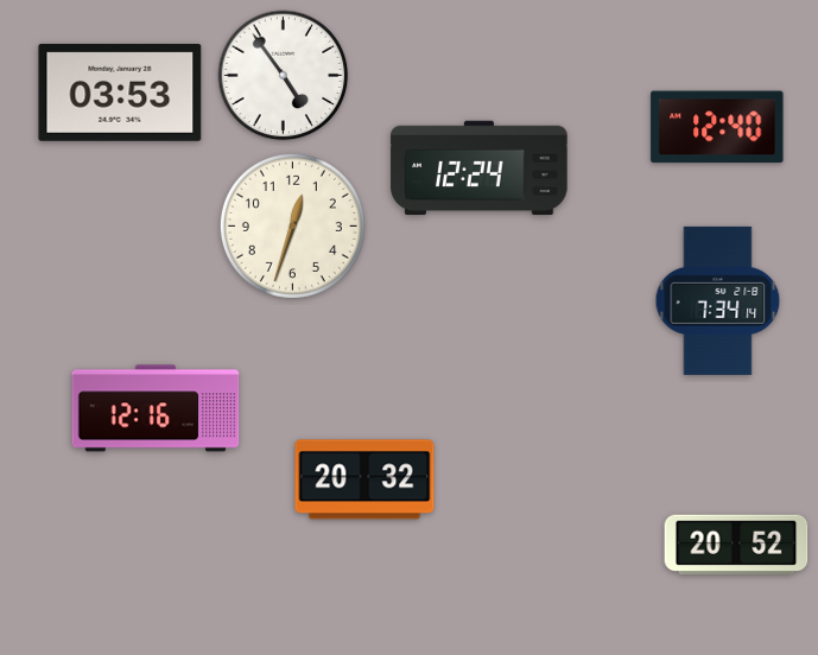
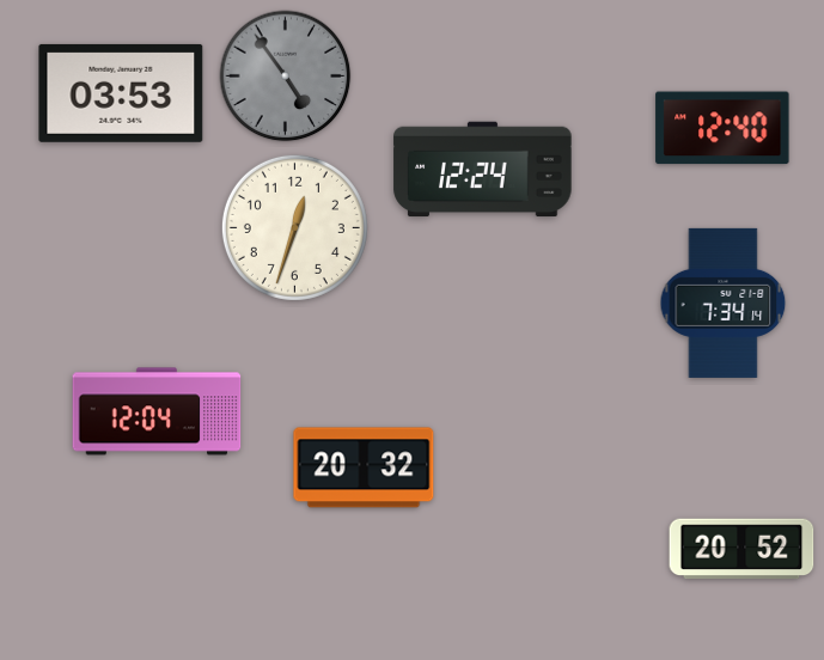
clock at (284, 76) dial: white -> grey
clock at (156, 408): 12:16 -> 12:04
clock at (364, 479) position: (364, 479) -> (364, 467)
